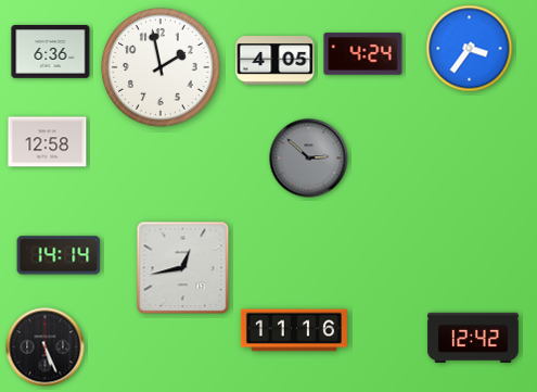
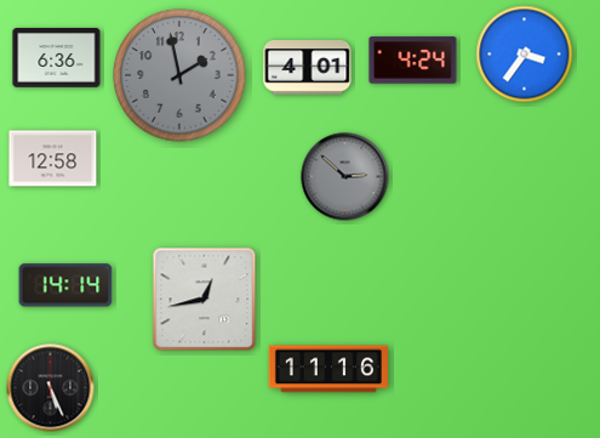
clock at (363, 54) position: (363, 54) -> (413, 61)
clock at (276, 61): 4:05 -> 4:01
clock at (161, 67) dial: white -> grey
clock at (473, 338): 12:42 -> none
